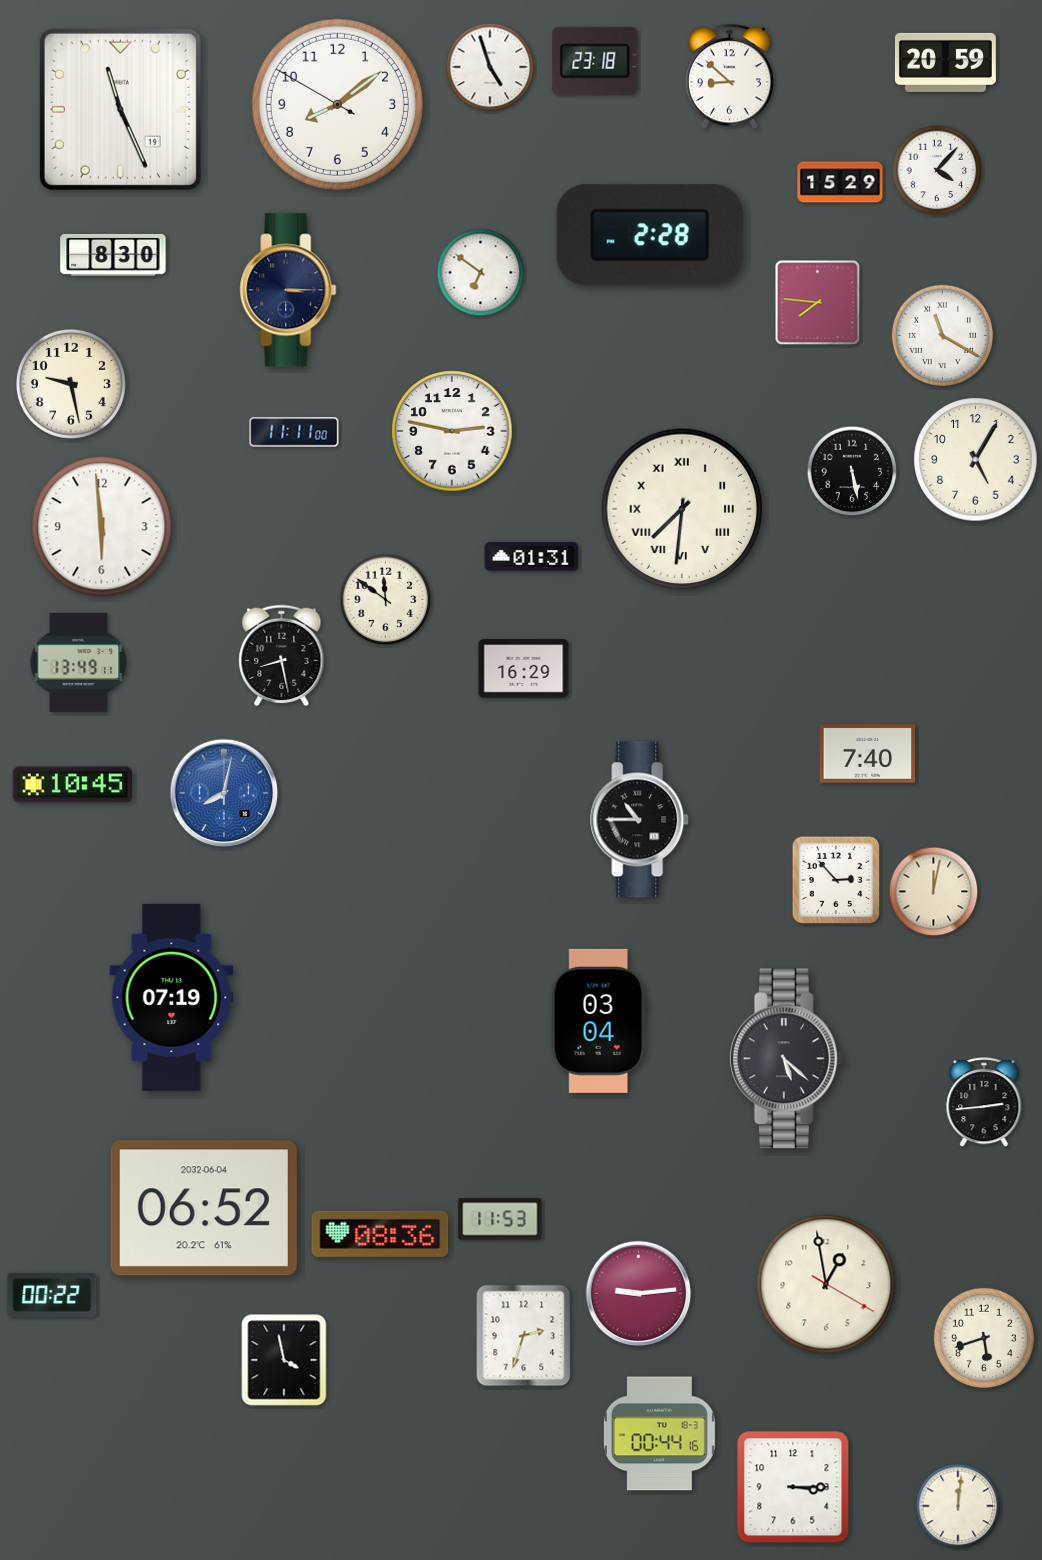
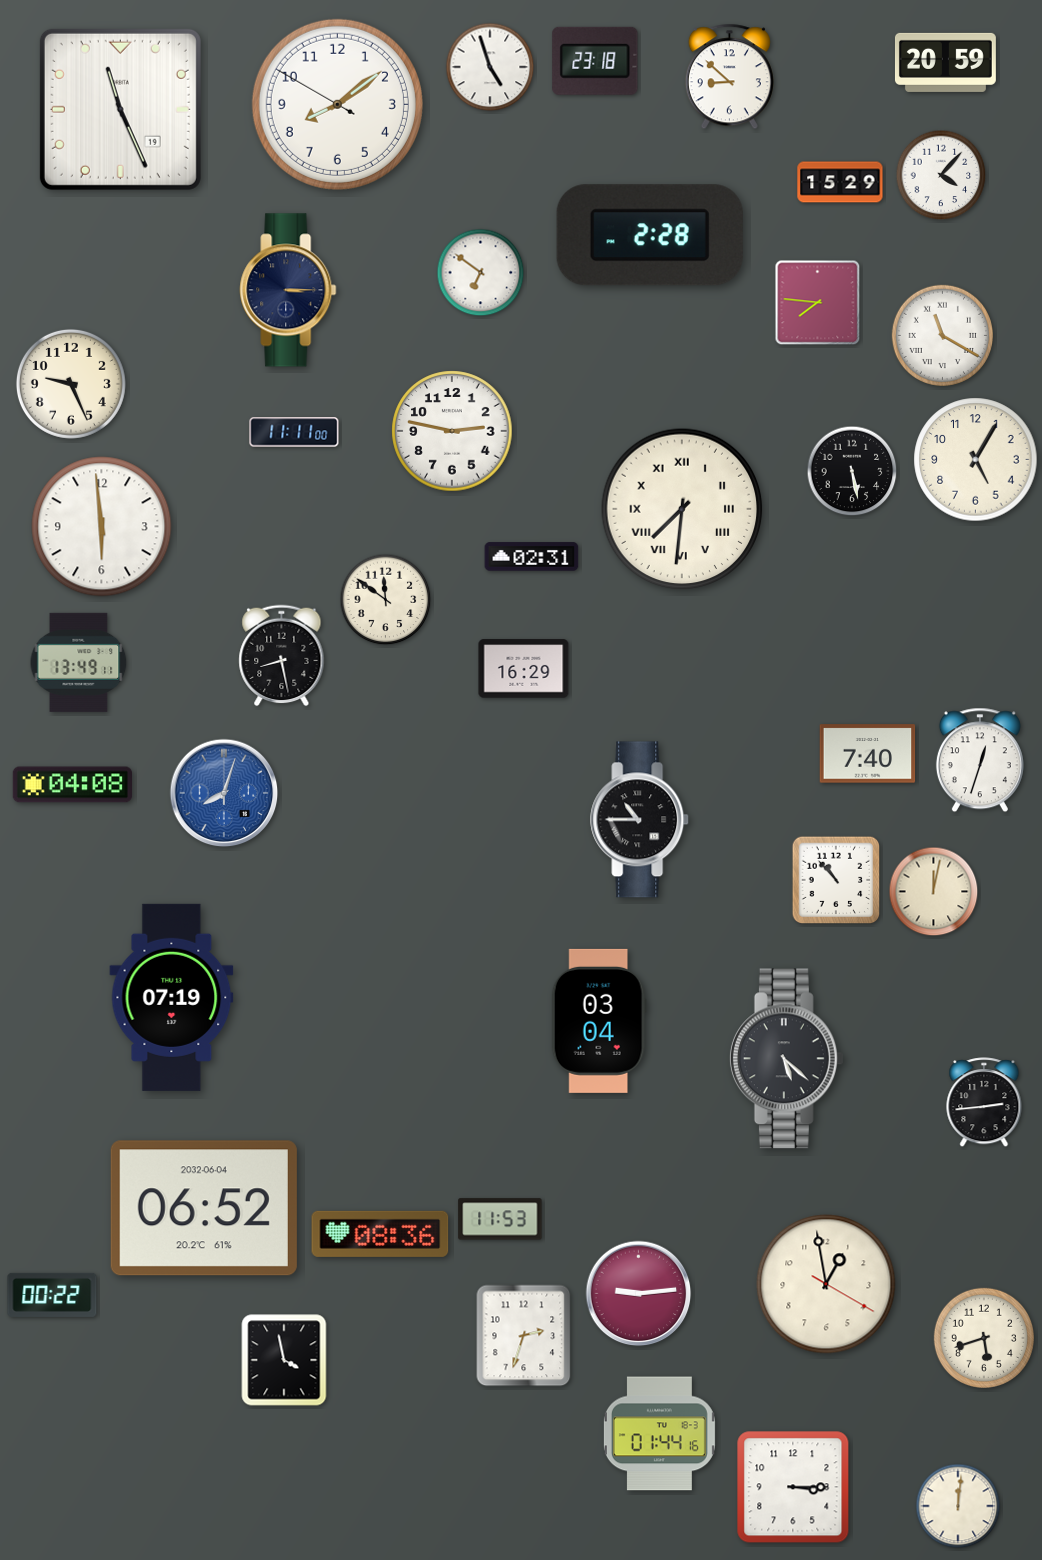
clock at (937, 170) position: (937, 170) -> (941, 175)
clock at (113, 255): 8:30 -> none
clock at (71, 384): 9:28 -> 9:26
clock at (532, 557): 01:31 -> 02:31
clock at (980, 760): none -> 12:33
clock at (72, 785): 10:45 -> 04:08
clock at (224, 793): 8:02 -> 8:03
clock at (836, 880): 2:53 -> 10:53
clock at (659, 1434): 00:44 -> 01:44
